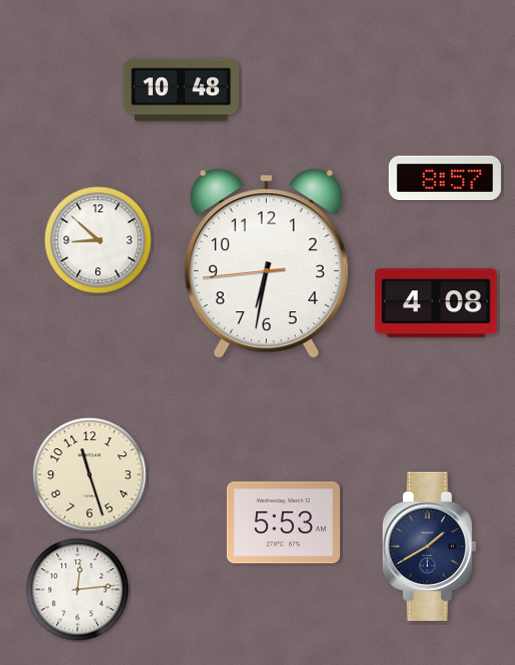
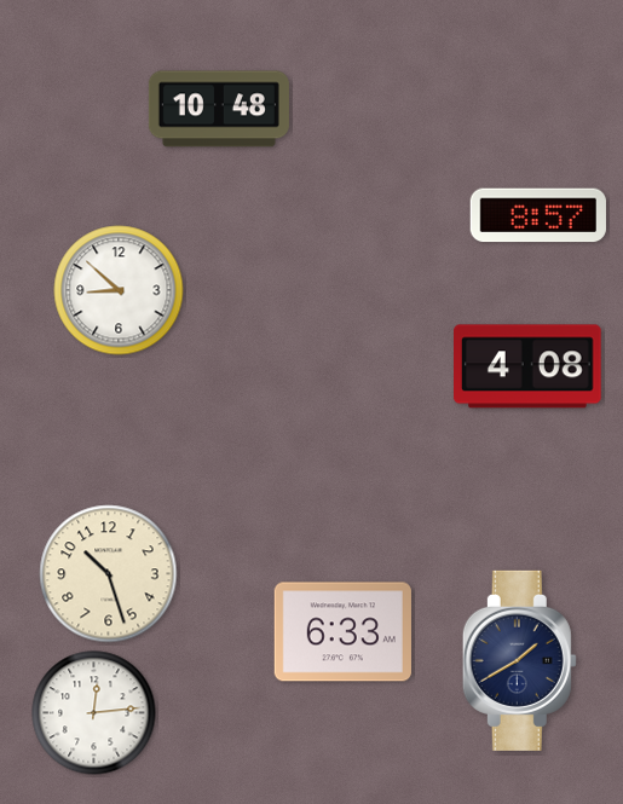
clock at (266, 264): 6:31 -> none
clock at (90, 475): 11:27 -> 10:27
clock at (283, 523): 5:53 -> 6:33
